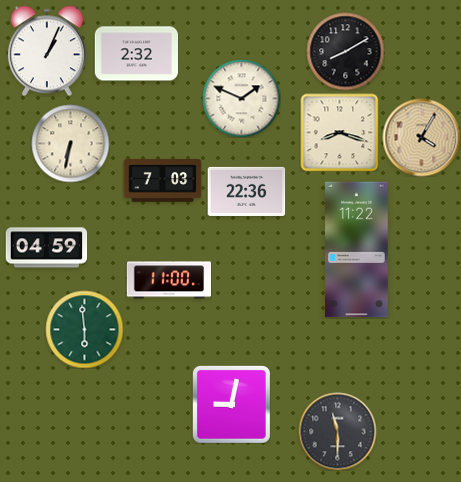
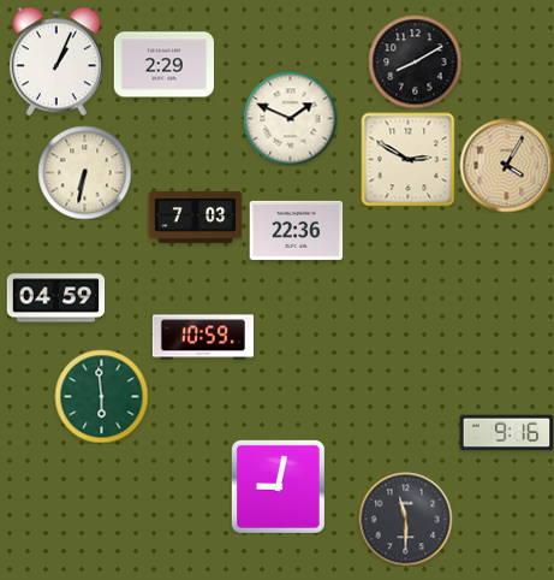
clock at (136, 54): 2:32 -> 2:29
clock at (339, 132): 8:18 -> 2:50
clock at (357, 250): 11:22 -> none
clock at (168, 280): 11:00 -> 10:59
clock at (506, 433): none -> 9:16
